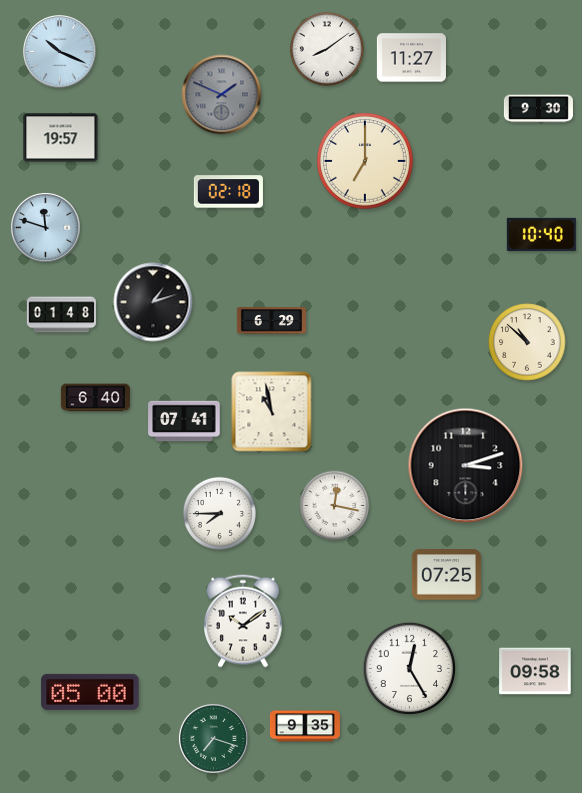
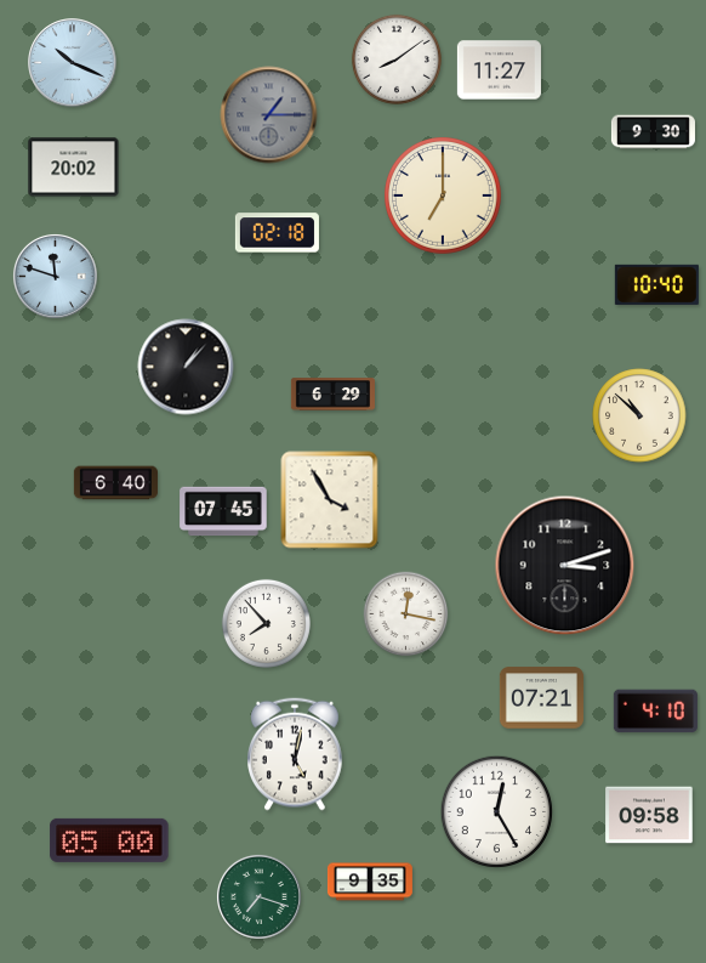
clock at (222, 95): 1:49 -> 1:15
clock at (61, 138): 19:57 -> 20:02
clock at (153, 302): 1:12 -> 1:07
clock at (61, 315): 01:48 -> none
clock at (271, 321) position: (271, 321) -> (332, 395)
clock at (272, 412): 10:58 -> 3:55
clock at (184, 421): 07:41 -> 07:45
clock at (219, 513): 7:45 -> 7:53
clock at (446, 575): 07:25 -> 07:21
clock at (655, 712): none -> 4:10
clock at (244, 621): 10:09 -> 5:02
